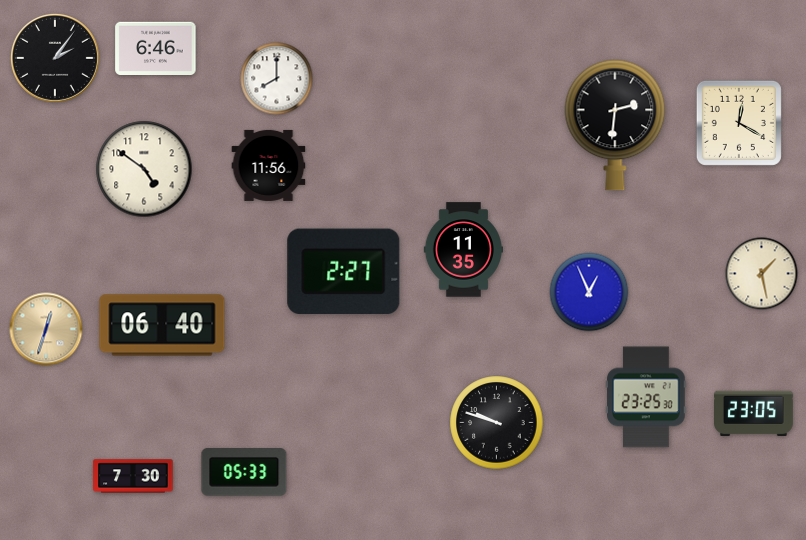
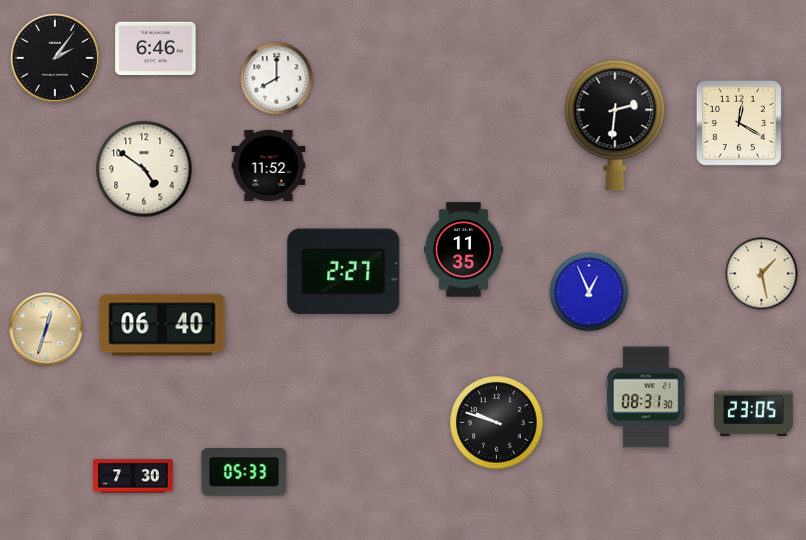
clock at (269, 165): 11:56 -> 11:52
clock at (646, 397): 23:25 -> 08:31
